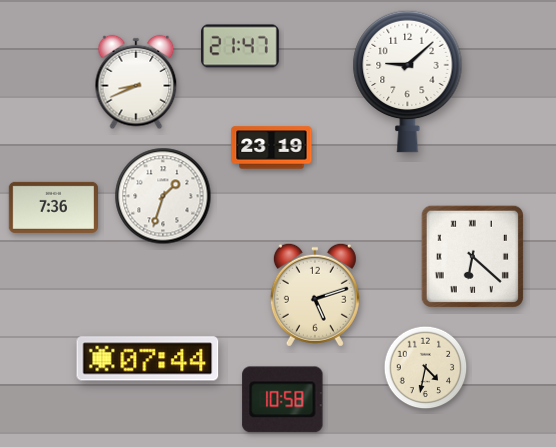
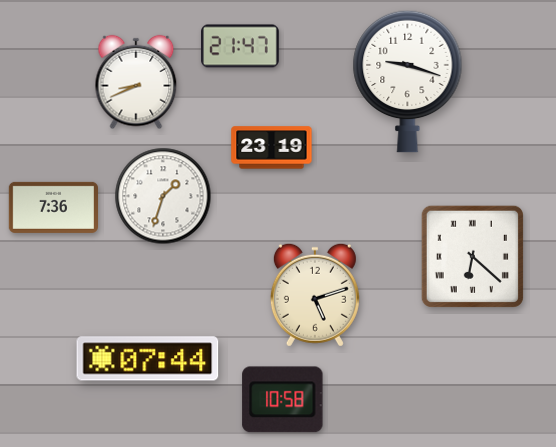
clock at (408, 81): 9:08 -> 9:18
clock at (426, 368): 4:32 -> none
